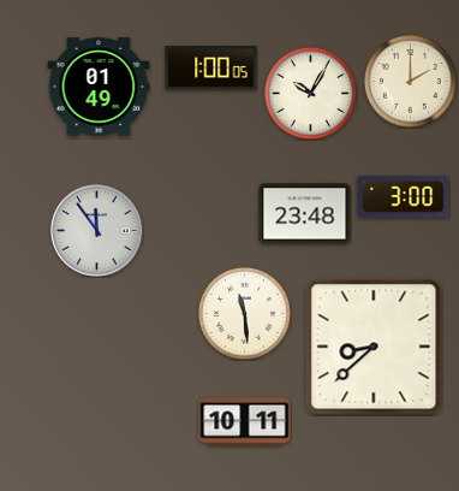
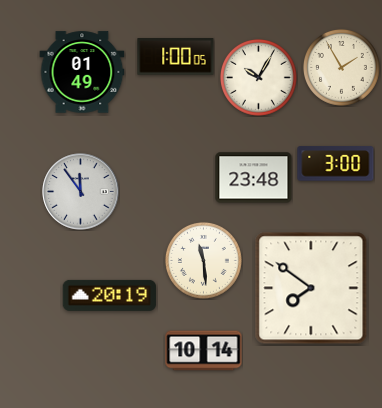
clock at (410, 81): 2:00 -> 1:55
clock at (374, 347): 8:38 -> 7:51
clock at (110, 295): none -> 20:19
clock at (245, 422): 10:11 -> 10:14
